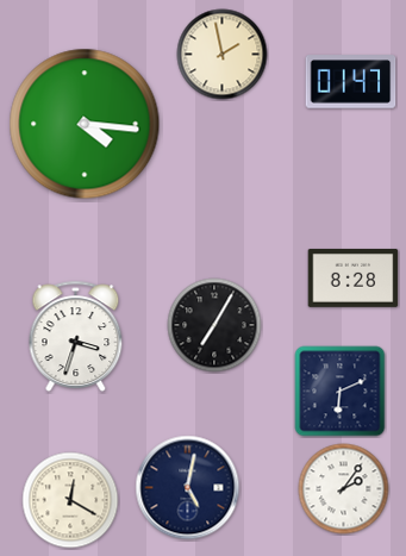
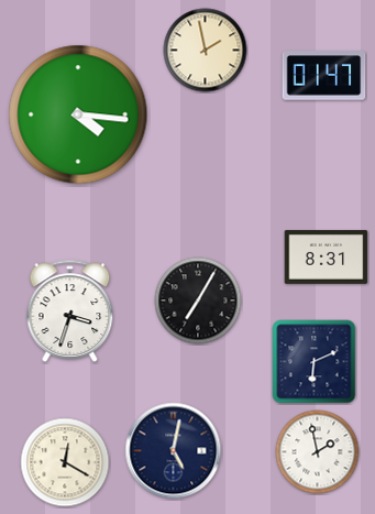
clock at (354, 277): 8:28 -> 8:31
clock at (344, 489): 2:06 -> 1:58
